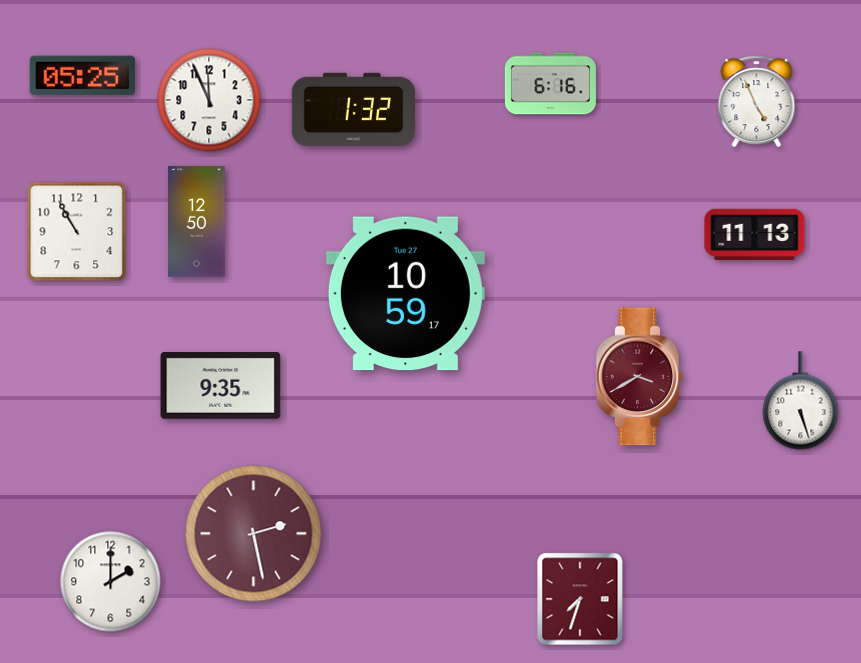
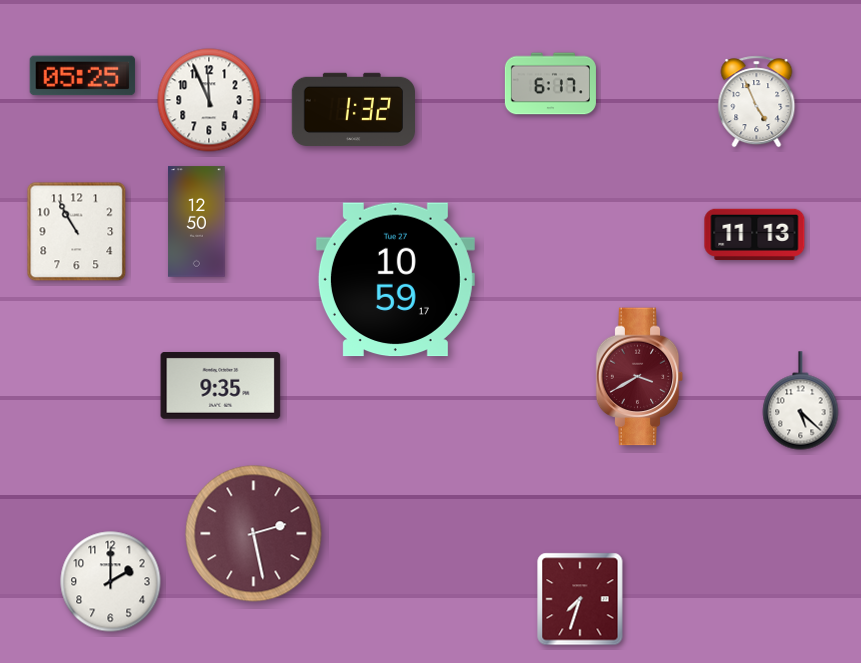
clock at (550, 84): 6:16 -> 6:17
clock at (405, 294) position: (405, 294) -> (395, 280)
clock at (801, 401): 5:27 -> 5:22
